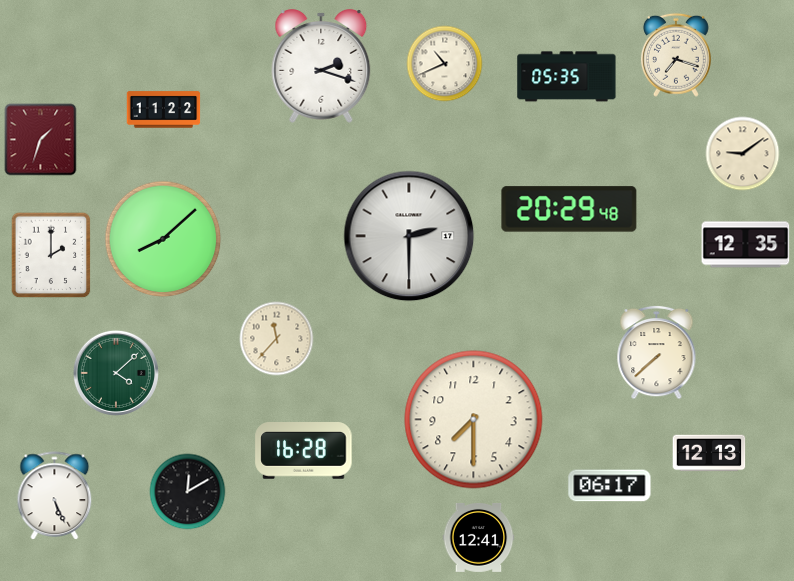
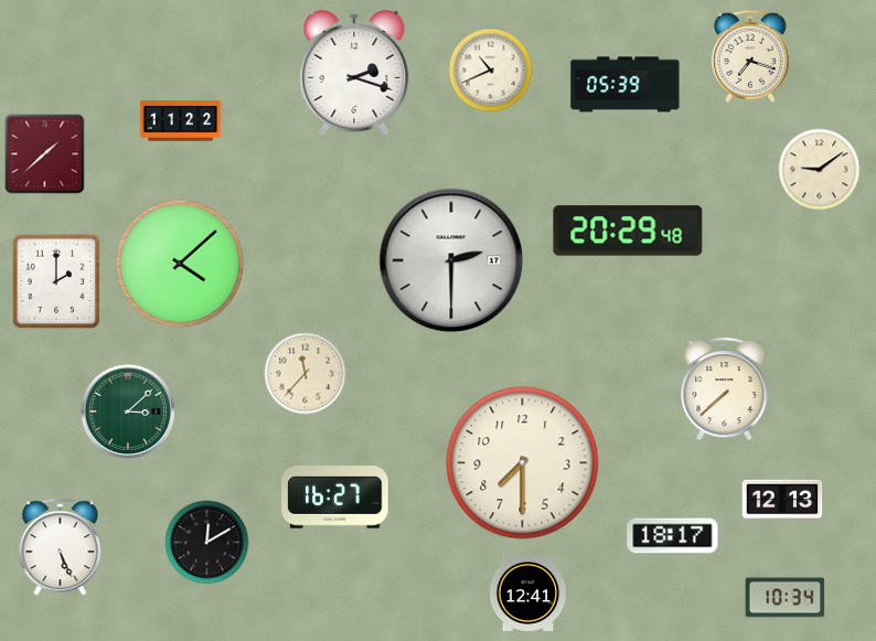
clock at (676, 55) position: (676, 55) -> (750, 56)
clock at (567, 77): 05:35 -> 05:39
clock at (41, 140): 1:33 -> 1:38
clock at (163, 239): 8:08 -> 4:08
clock at (746, 245): 12:35 -> none
clock at (116, 373): 4:08 -> 3:08
clock at (304, 451): 16:28 -> 16:27
clock at (610, 486): 06:17 -> 18:17
clock at (786, 598): none -> 10:34
